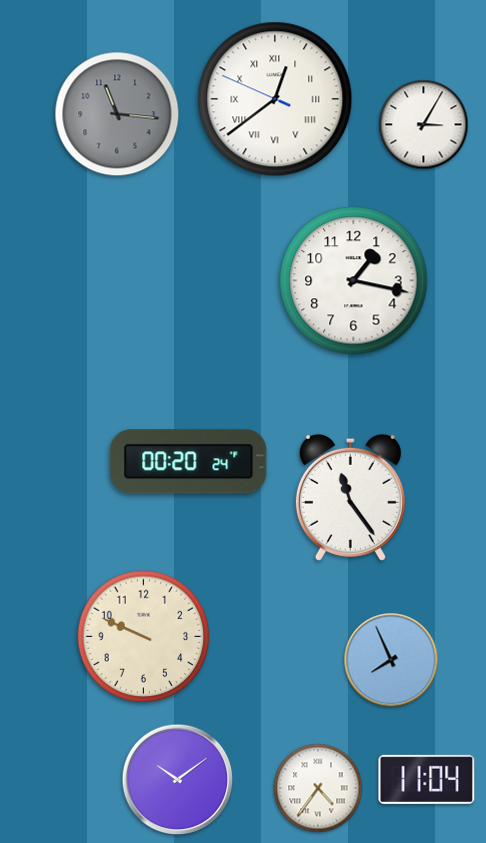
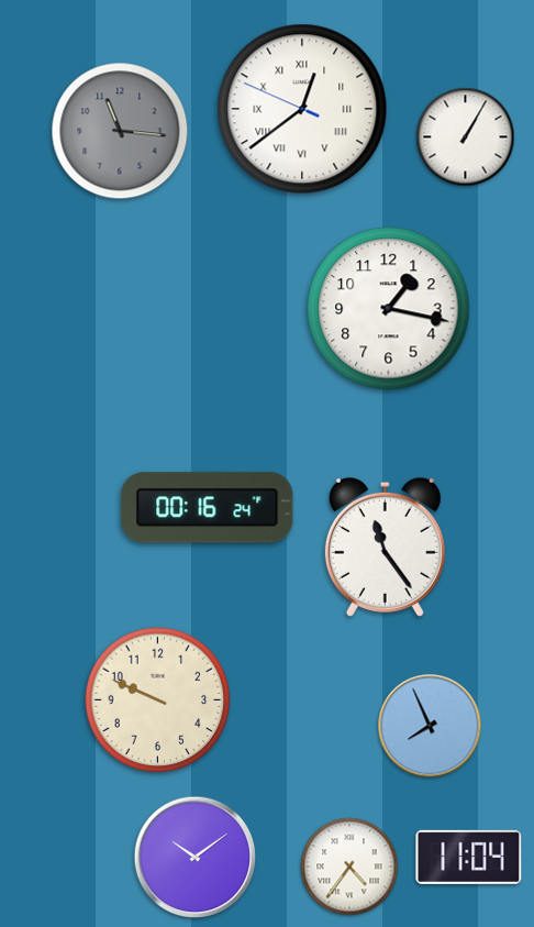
clock at (117, 114) position: (117, 114) -> (120, 131)
clock at (424, 125): 3:05 -> 1:05
clock at (189, 462): 00:20 -> 00:16
